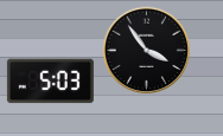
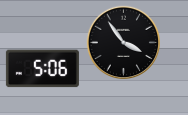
clock at (50, 82): 5:03 -> 5:06
